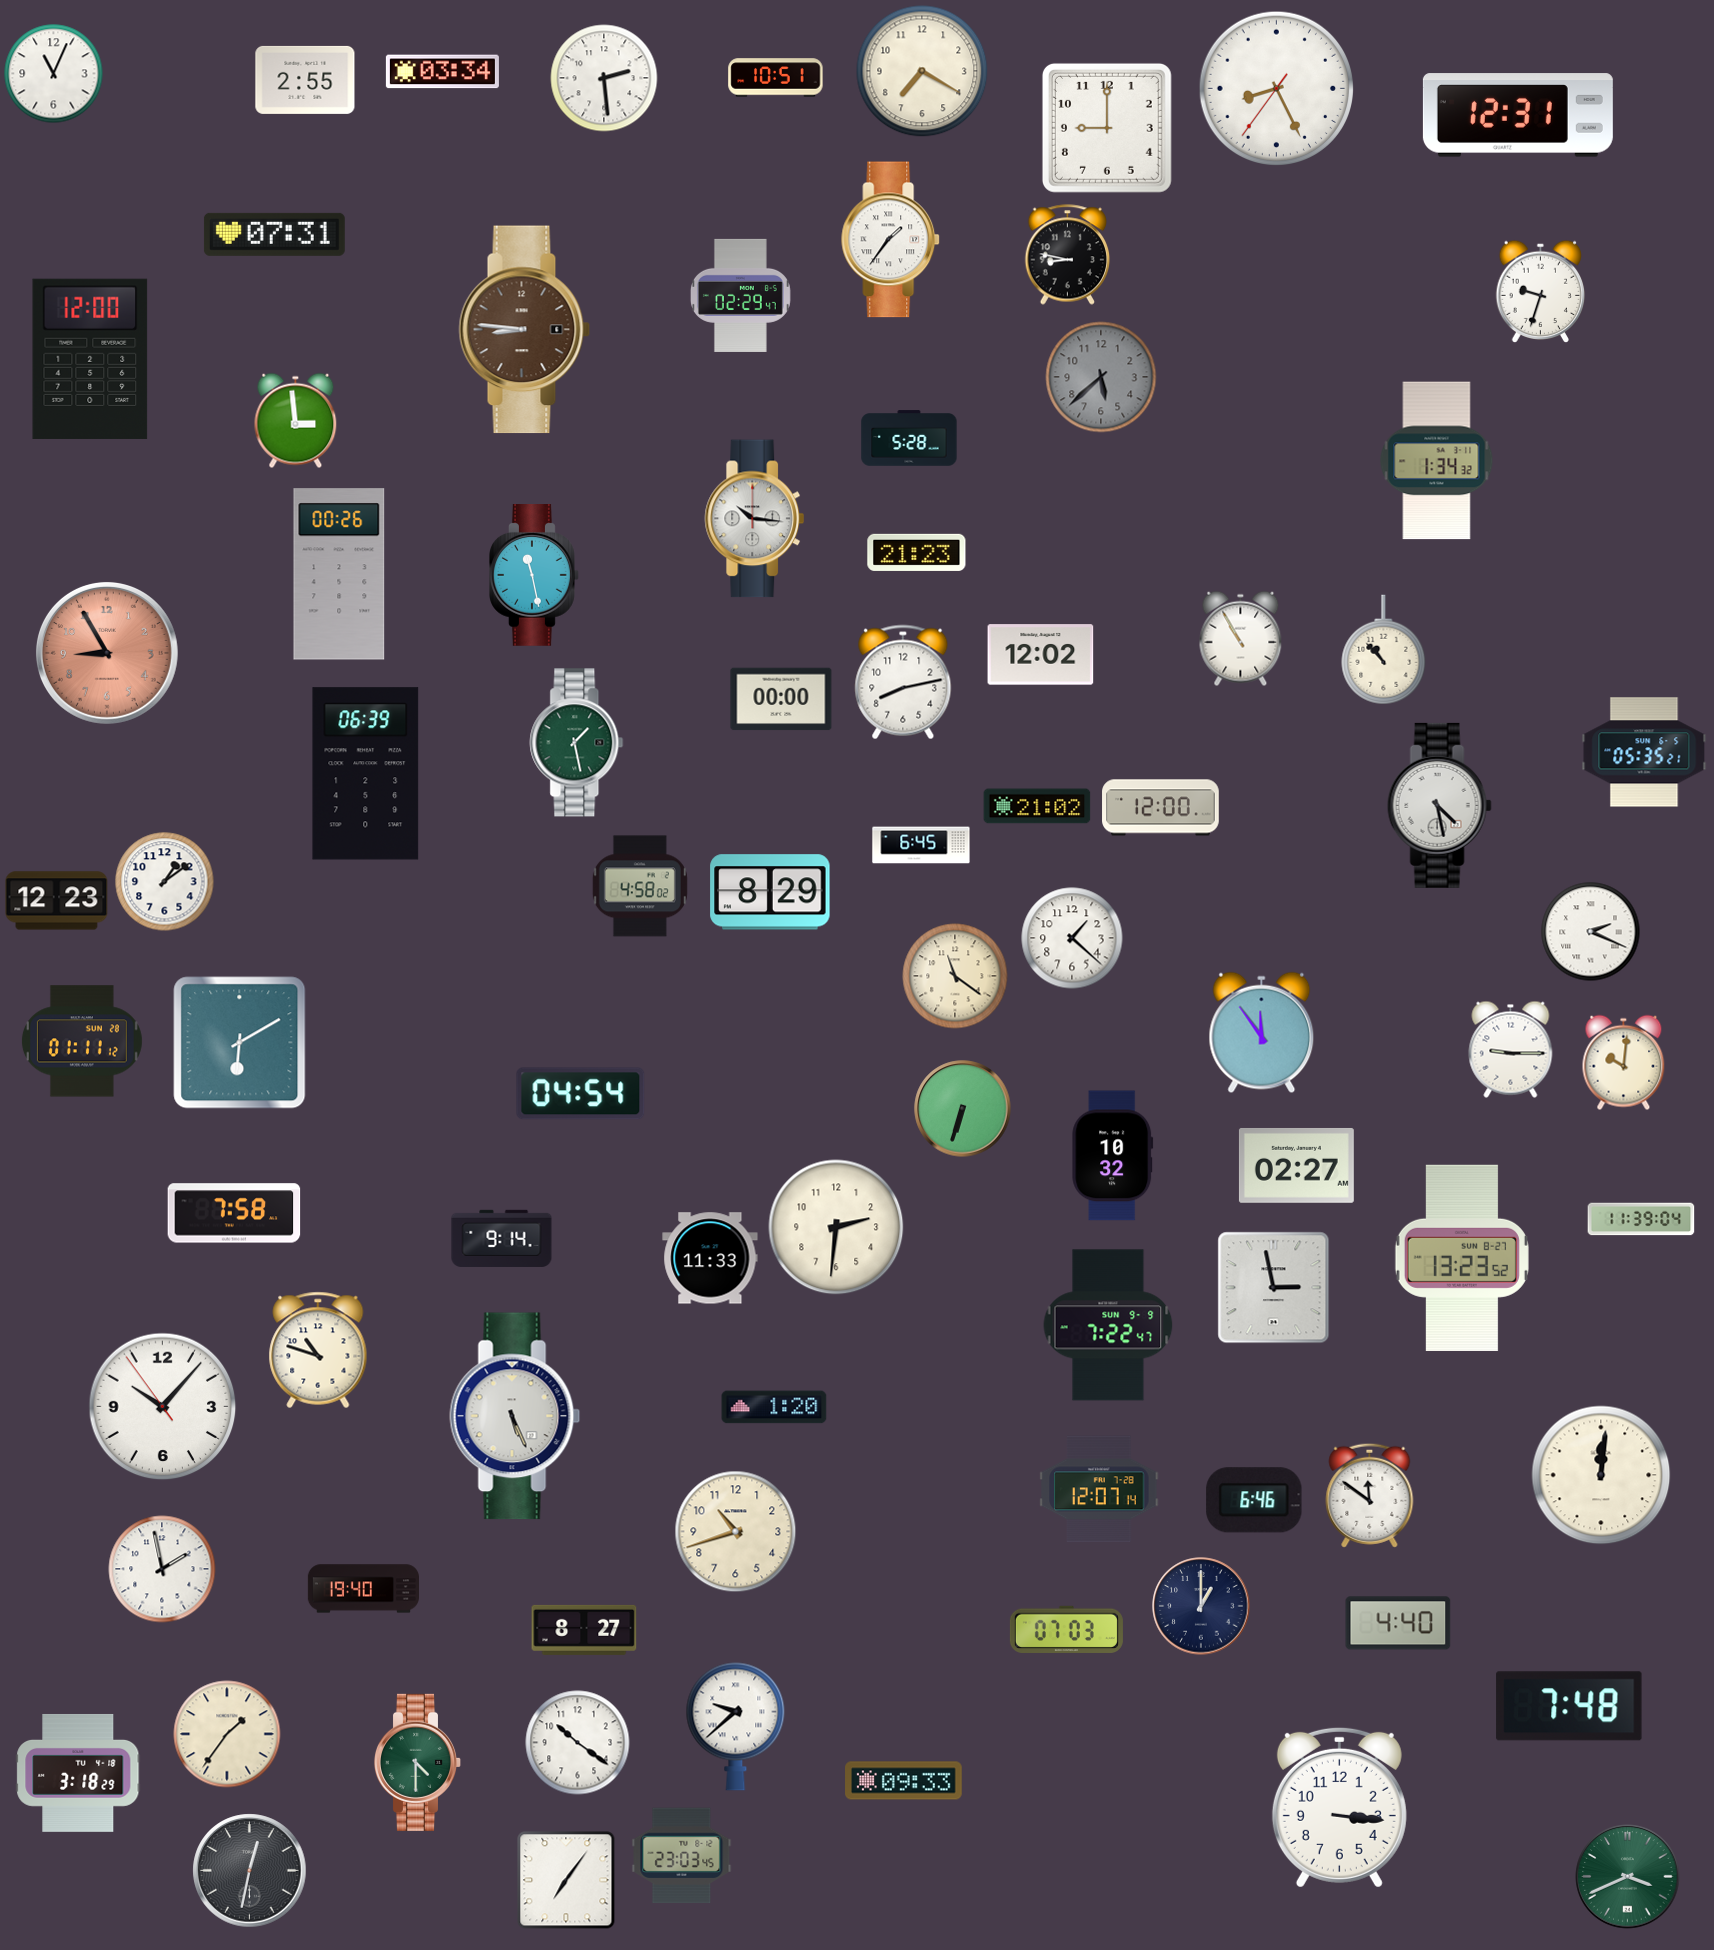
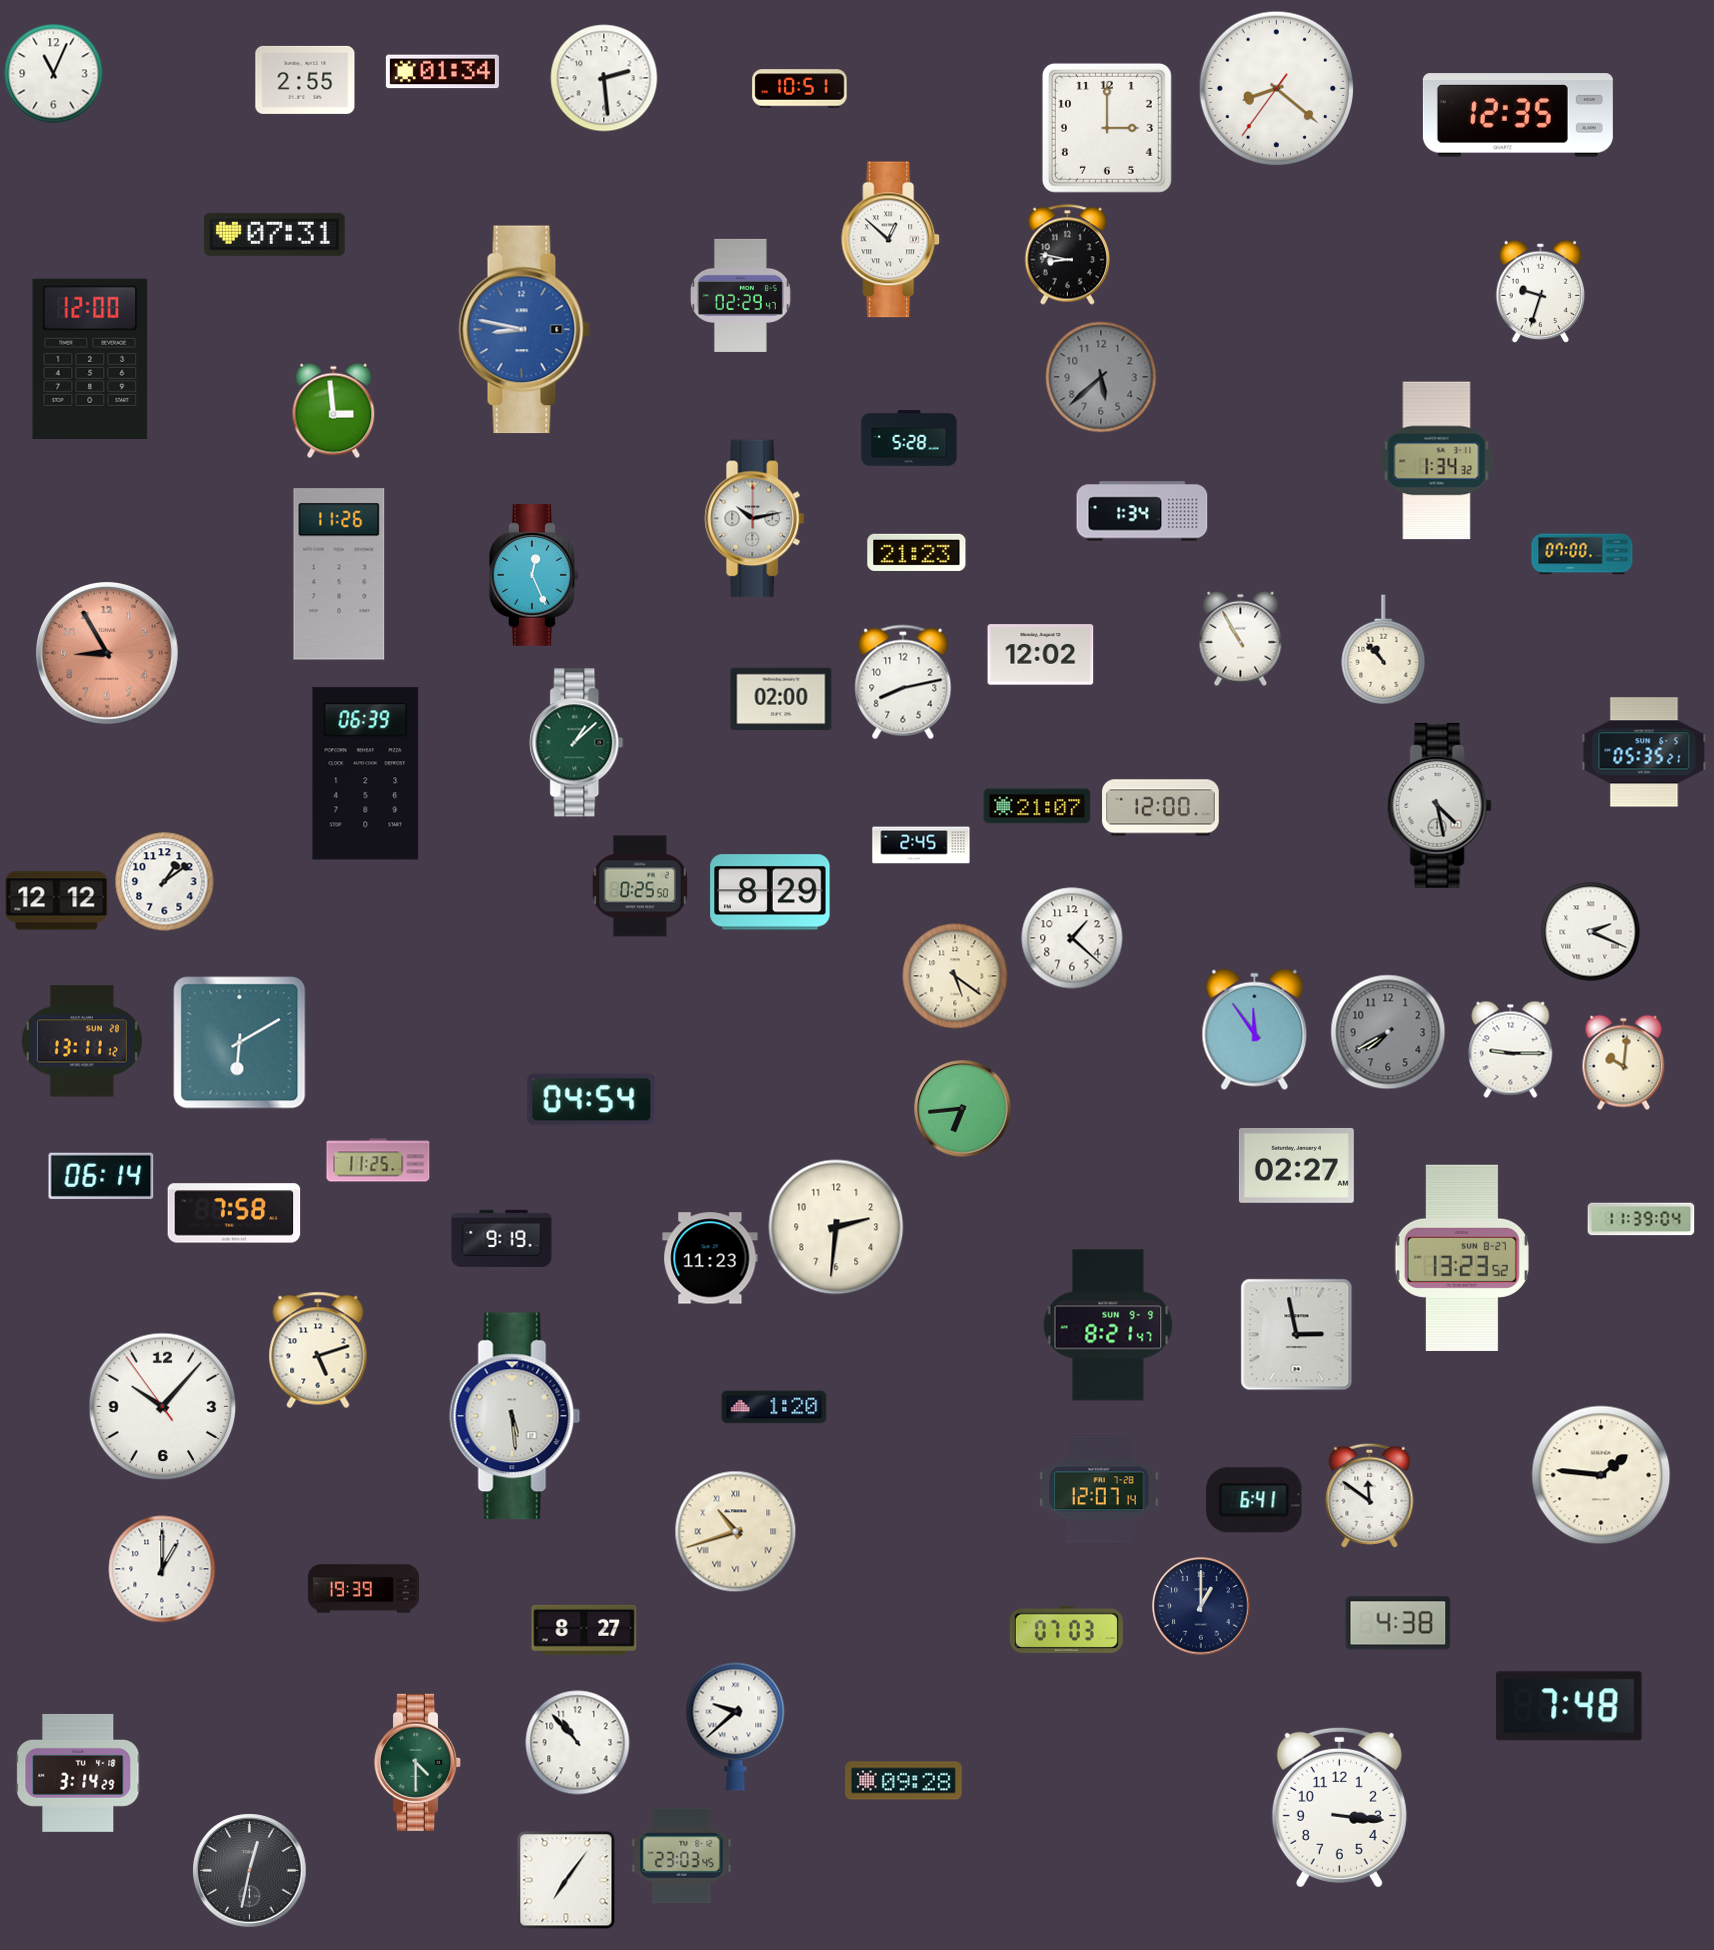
clock at (922, 71): 7:20 -> none
clock at (442, 72): 03:34 -> 01:34
clock at (776, 78) position: (776, 78) -> (800, 89)
clock at (1277, 89): 8:25 -> 8:21
clock at (1518, 115): 12:31 -> 12:35
clock at (1107, 128): 9:00 -> 3:00
clock at (891, 240): 1:36 -> 12:52
clock at (525, 330): 8:46 -> 8:47
clock at (525, 330) dial: brown -> blue
clock at (296, 421) position: (296, 421) -> (334, 411)
clock at (1142, 511): none -> 1:34
clock at (755, 519): 10:16 -> 10:13
clock at (1582, 554): none -> 07:00
clock at (339, 574): 00:26 -> 11:26
clock at (535, 576): 11:28 -> 12:26
clock at (781, 699): 00:00 -> 02:00
clock at (577, 743): 1:28 -> 1:08
clock at (1037, 806): 21:02 -> 21:07
clock at (921, 845): 6:45 -> 2:45
clock at (640, 886): 4:58 -> 0:25
clock at (57, 901): 12:23 -> 12:12
clock at (955, 976): 11:21 -> 5:21
clock at (1388, 1032): none -> 7:40
clock at (1262, 1033) position: (1262, 1033) -> (1255, 1030)
clock at (82, 1041): 01:11 -> 13:11
clock at (581, 1094) position: (581, 1094) -> (592, 1100)
clock at (963, 1109): 6:33 -> 6:44
clock at (1113, 1156): 10:32 -> none
clock at (378, 1160): none -> 11:25
clock at (101, 1176): none -> 06:14
clock at (502, 1238): 9:14 -> 9:19
clock at (710, 1258): 11:33 -> 11:23
clock at (1274, 1288) position: (1274, 1288) -> (1297, 1335)
clock at (1108, 1325): 7:22 -> 8:21
clock at (318, 1350): 10:48 -> 5:12
clock at (515, 1416): 5:26 -> 5:29
clock at (1601, 1475): 12:01 -> 1:46
clock at (1254, 1500): 6:46 -> 6:41
clock at (736, 1532) numerals: Arabic -> Roman
clock at (162, 1569): 1:58 -> 1:00
clock at (363, 1589): 19:40 -> 19:39
clock at (1398, 1623): 4:40 -> 4:38
clock at (227, 1734): 1:36 -> none
clock at (578, 1743): 10:21 -> 10:53
clock at (78, 1773): 3:18 -> 3:14
clock at (904, 1781): 09:33 -> 09:28
clock at (1628, 1877): 3:41 -> none
